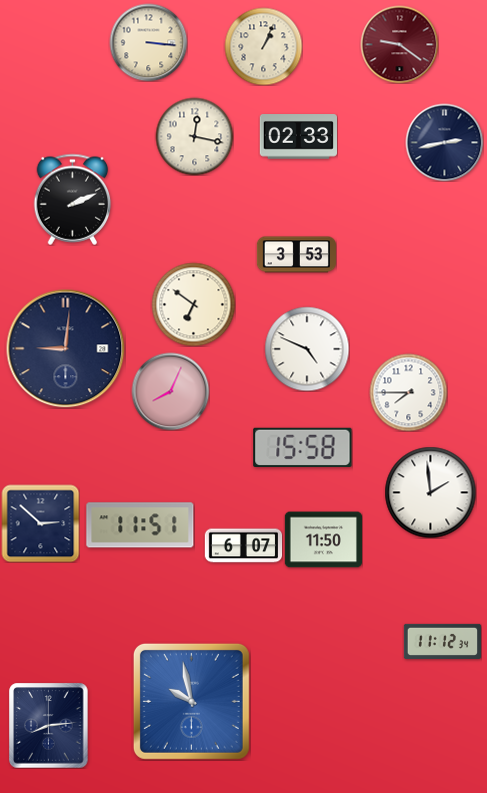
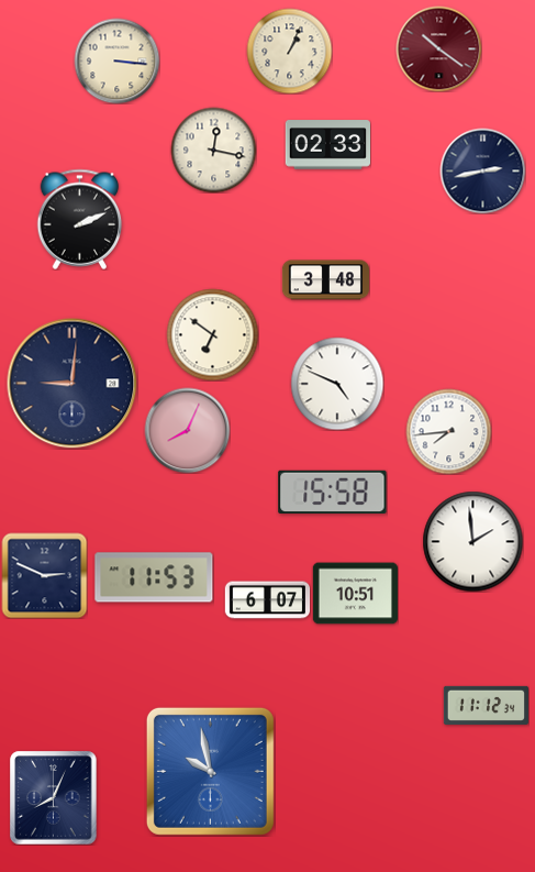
clock at (148, 42) position: (148, 42) -> (116, 60)
clock at (399, 44): 9:21 -> 10:21
clock at (298, 137) position: (298, 137) -> (327, 145)
clock at (444, 142) position: (444, 142) -> (482, 170)
clock at (296, 255): 3:53 -> 3:48
clock at (408, 392): 7:45 -> 7:44
clock at (40, 523): 2:52 -> 2:49
clock at (140, 525): 11:51 -> 11:53
clock at (323, 540): 11:50 -> 10:51
clock at (49, 725): 8:14 -> 8:04
